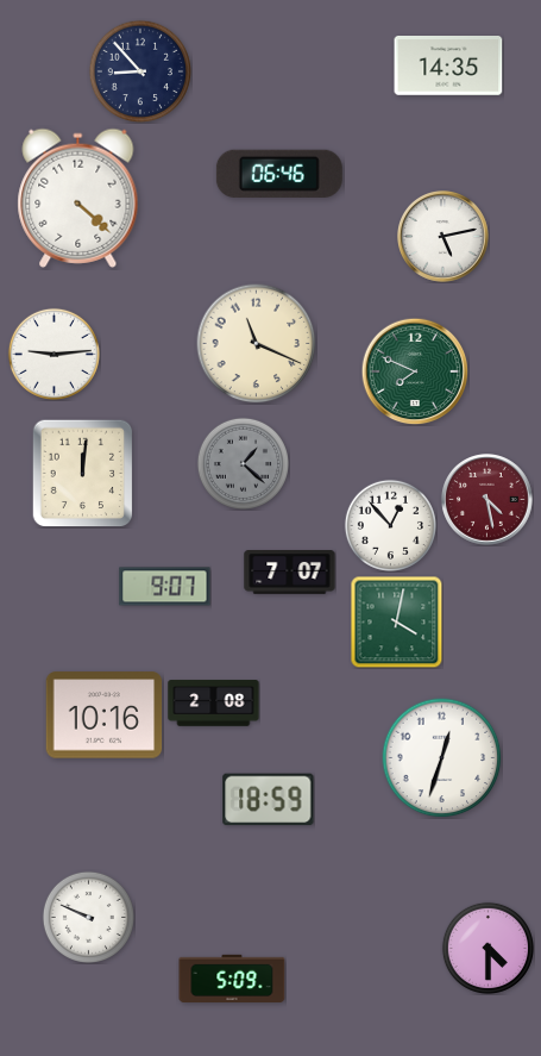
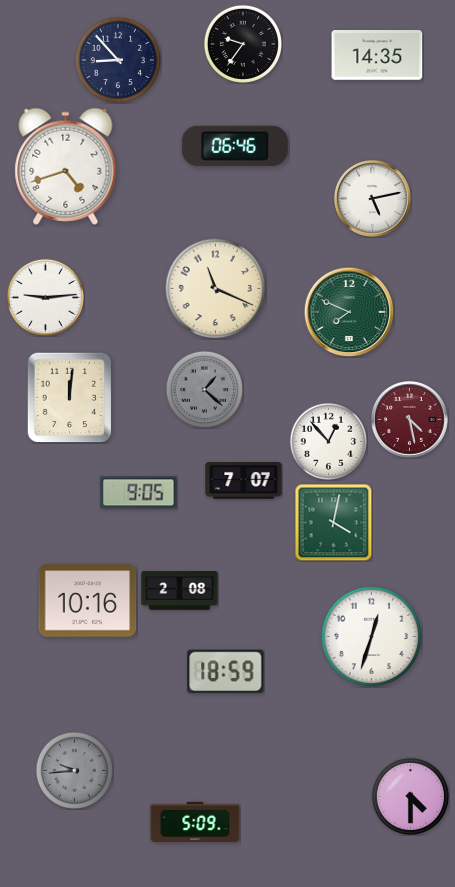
clock at (243, 44): none -> 9:36
clock at (78, 198): 4:22 -> 4:42
clock at (165, 587): 9:07 -> 9:05
clock at (88, 917): 9:49 -> 9:44
clock at (88, 917) dial: white -> grey
